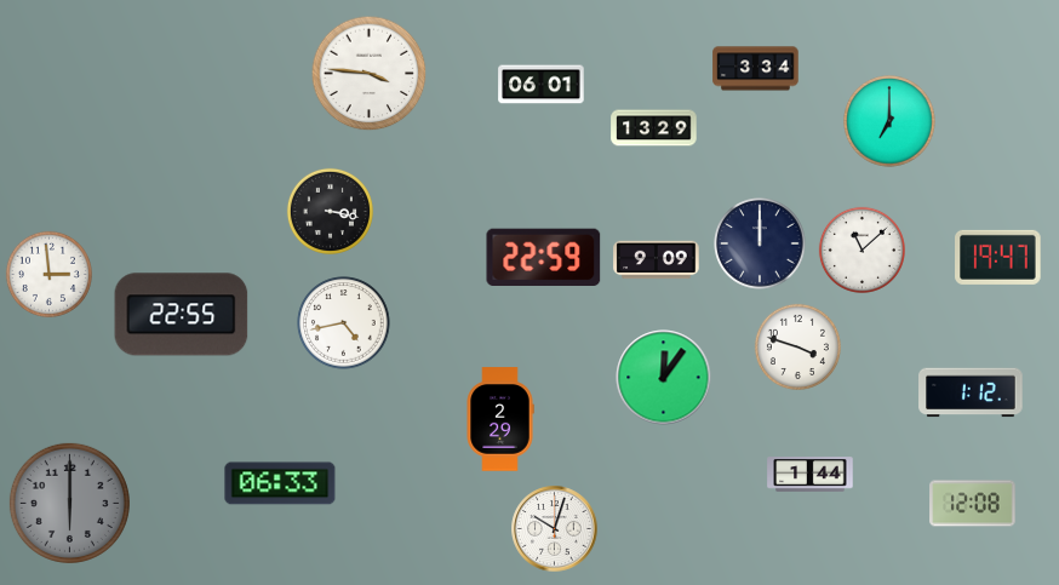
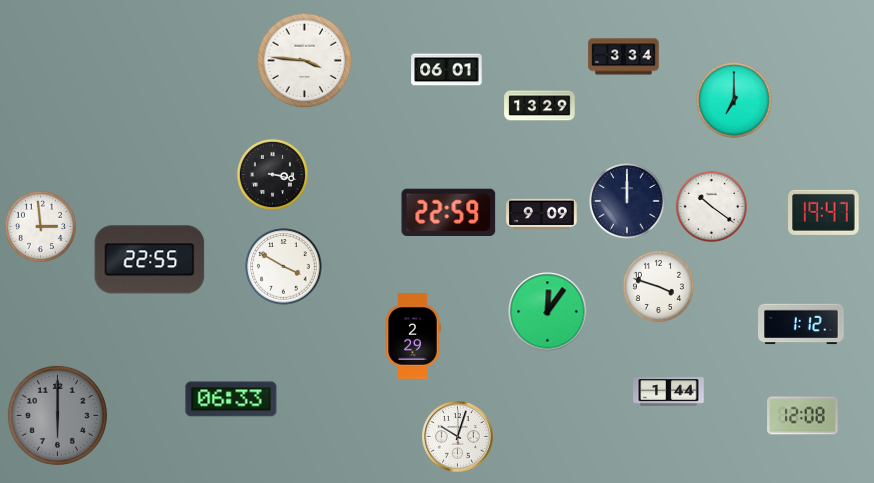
clock at (861, 250): 11:08 -> 10:21
clock at (344, 323): 4:43 -> 3:50
clock at (500, 419) position: (500, 419) -> (413, 336)
